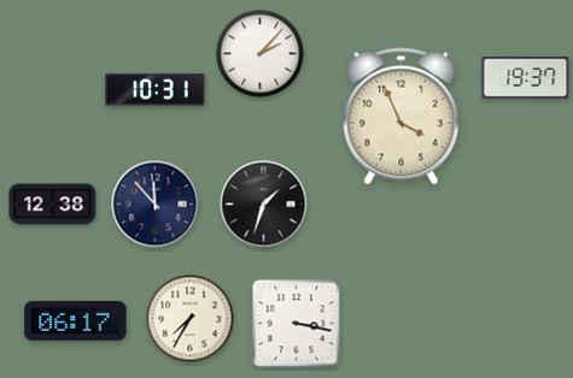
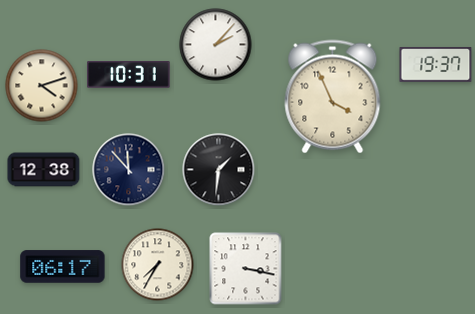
clock at (42, 86): none -> 4:12
clock at (264, 205): 1:33 -> 1:31
